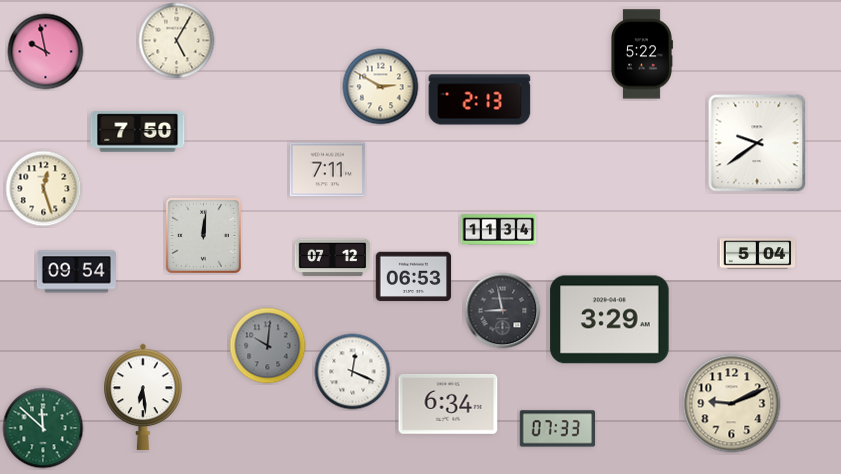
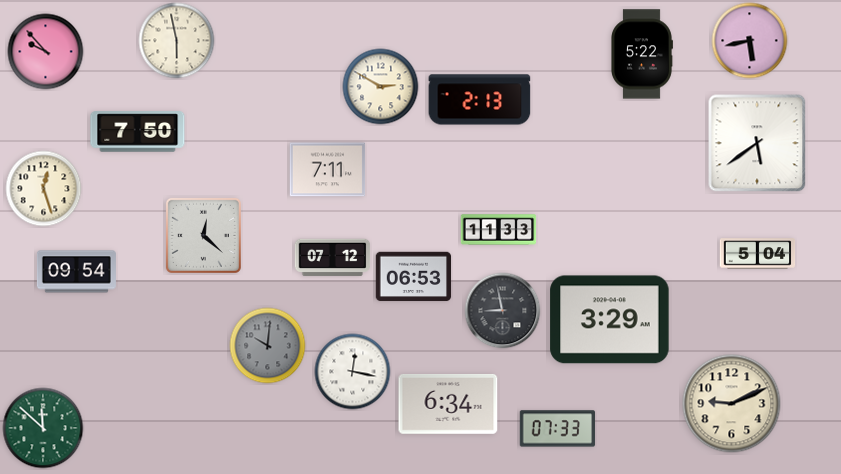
clock at (177, 41): 5:05 -> 5:58
clock at (750, 41): none -> 5:43
clock at (46, 52): 9:58 -> 9:53
clock at (757, 143): 9:39 -> 5:39
clock at (499, 230): 11:34 -> 11:33
clock at (203, 235): 12:01 -> 12:22
clock at (353, 372): 12:19 -> 12:17
clock at (143, 397): 6:29 -> none
